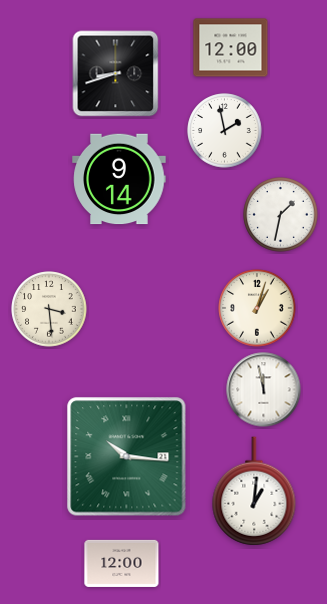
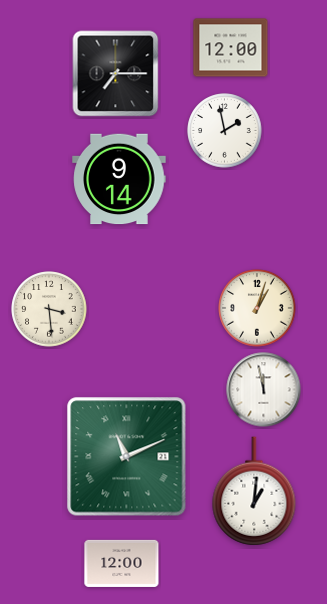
clock at (116, 74): 8:42 -> 7:15
clock at (281, 215): 1:32 -> none
clock at (127, 457): 10:16 -> 11:11
